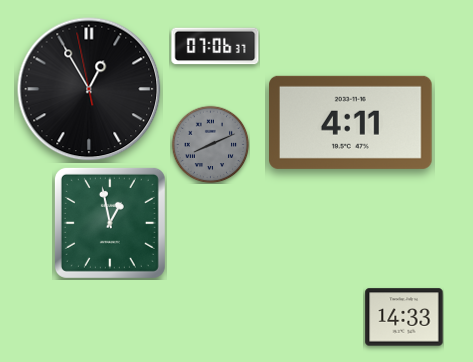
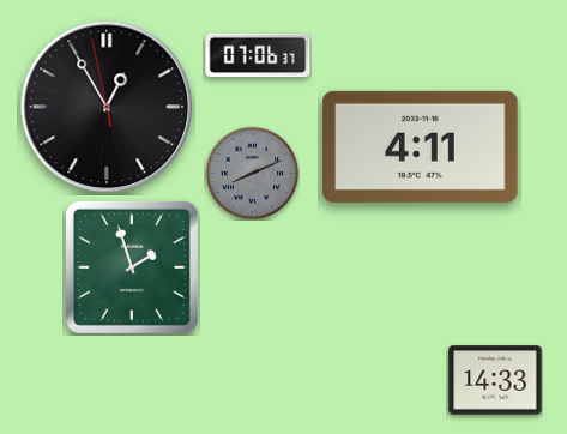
clock at (110, 223): 12:58 -> 1:57
clock at (404, 317) position: (404, 317) -> (495, 380)
